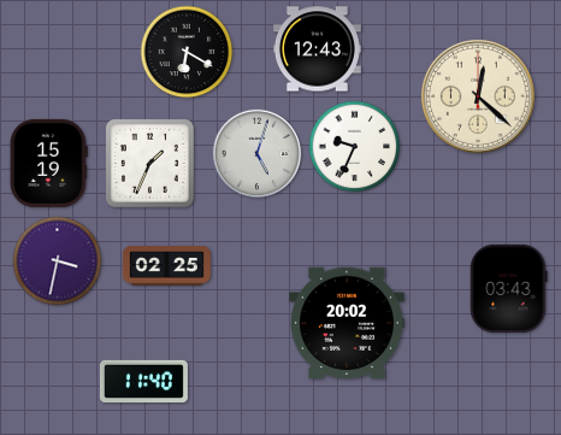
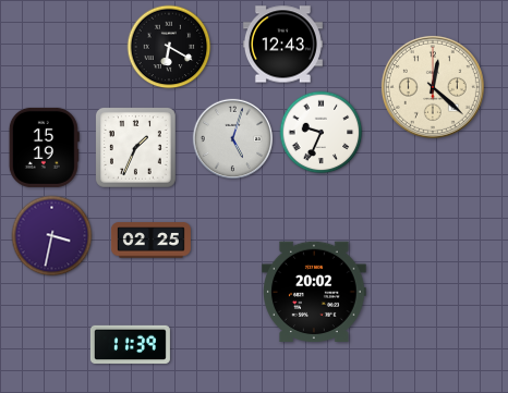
clock at (317, 49) position: (317, 49) -> (282, 45)
clock at (509, 288): 03:43 -> none
clock at (143, 382): 11:40 -> 11:39
